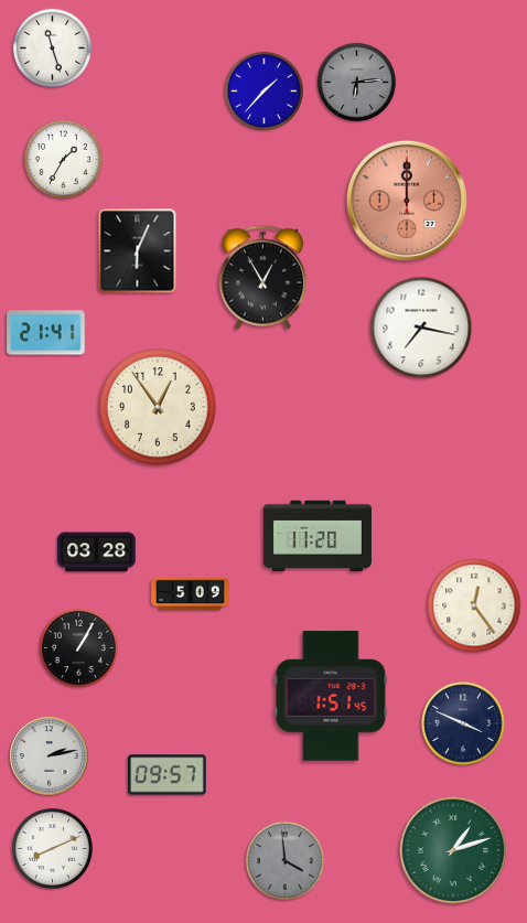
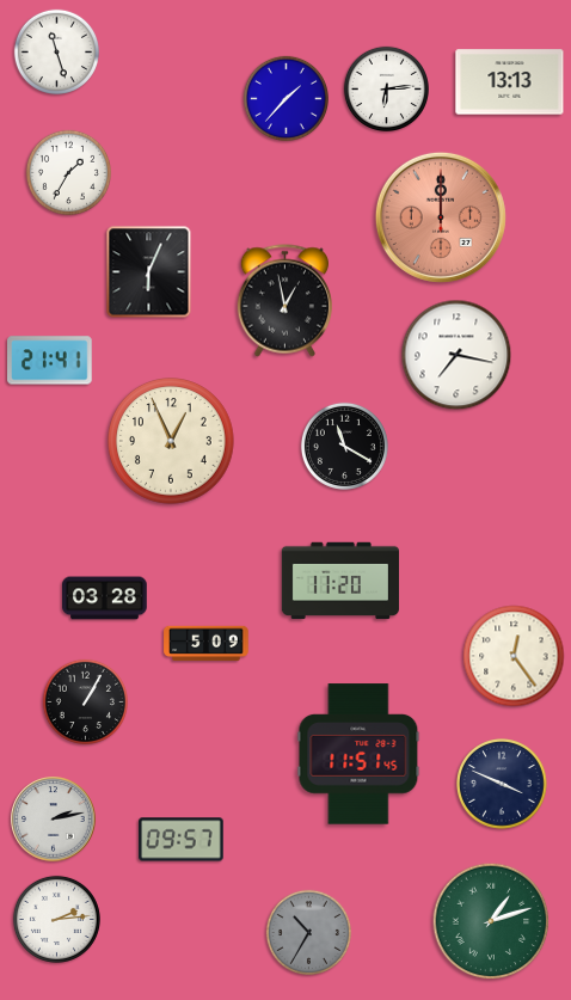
clock at (510, 82): none -> 13:13
clock at (356, 82) dial: grey -> white
clock at (262, 278): 12:55 -> 12:58
clock at (159, 408): 12:54 -> 12:56
clock at (344, 446): none -> 11:20
clock at (316, 536) position: (316, 536) -> (339, 581)
clock at (331, 696): 1:51 -> 11:51
clock at (52, 848): 8:11 -> 2:14
clock at (284, 860): 3:59 -> 10:35
